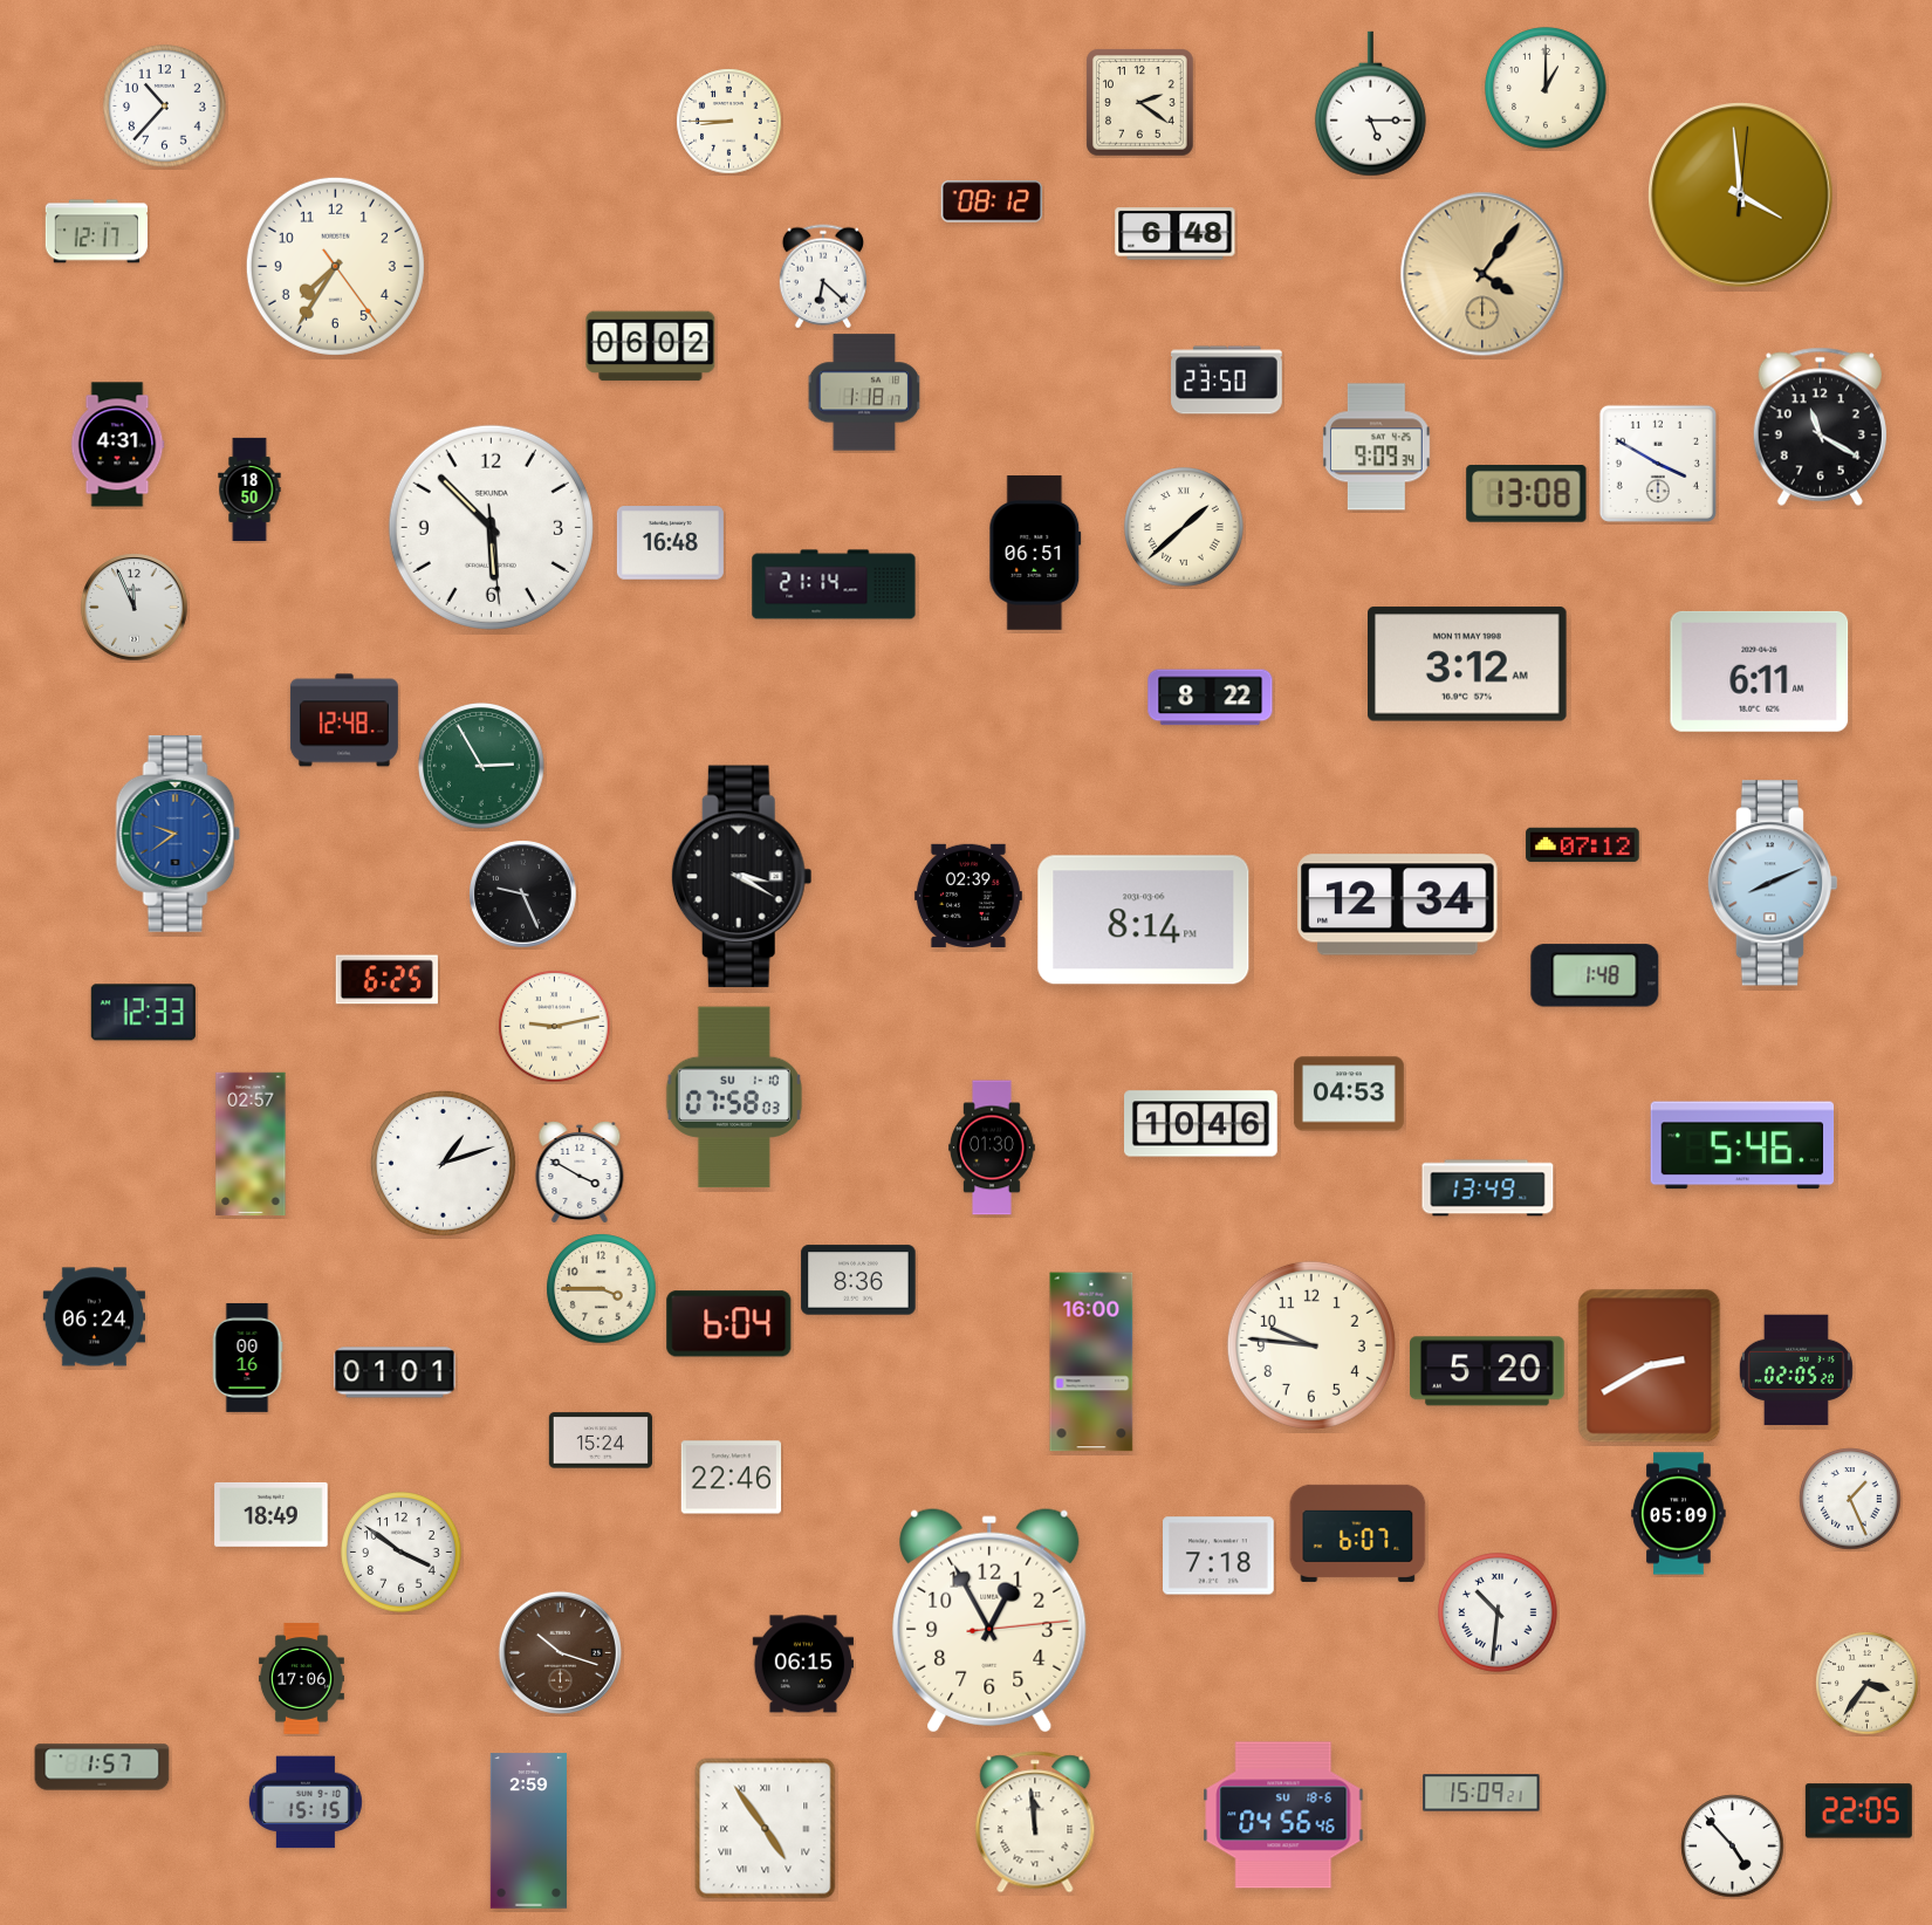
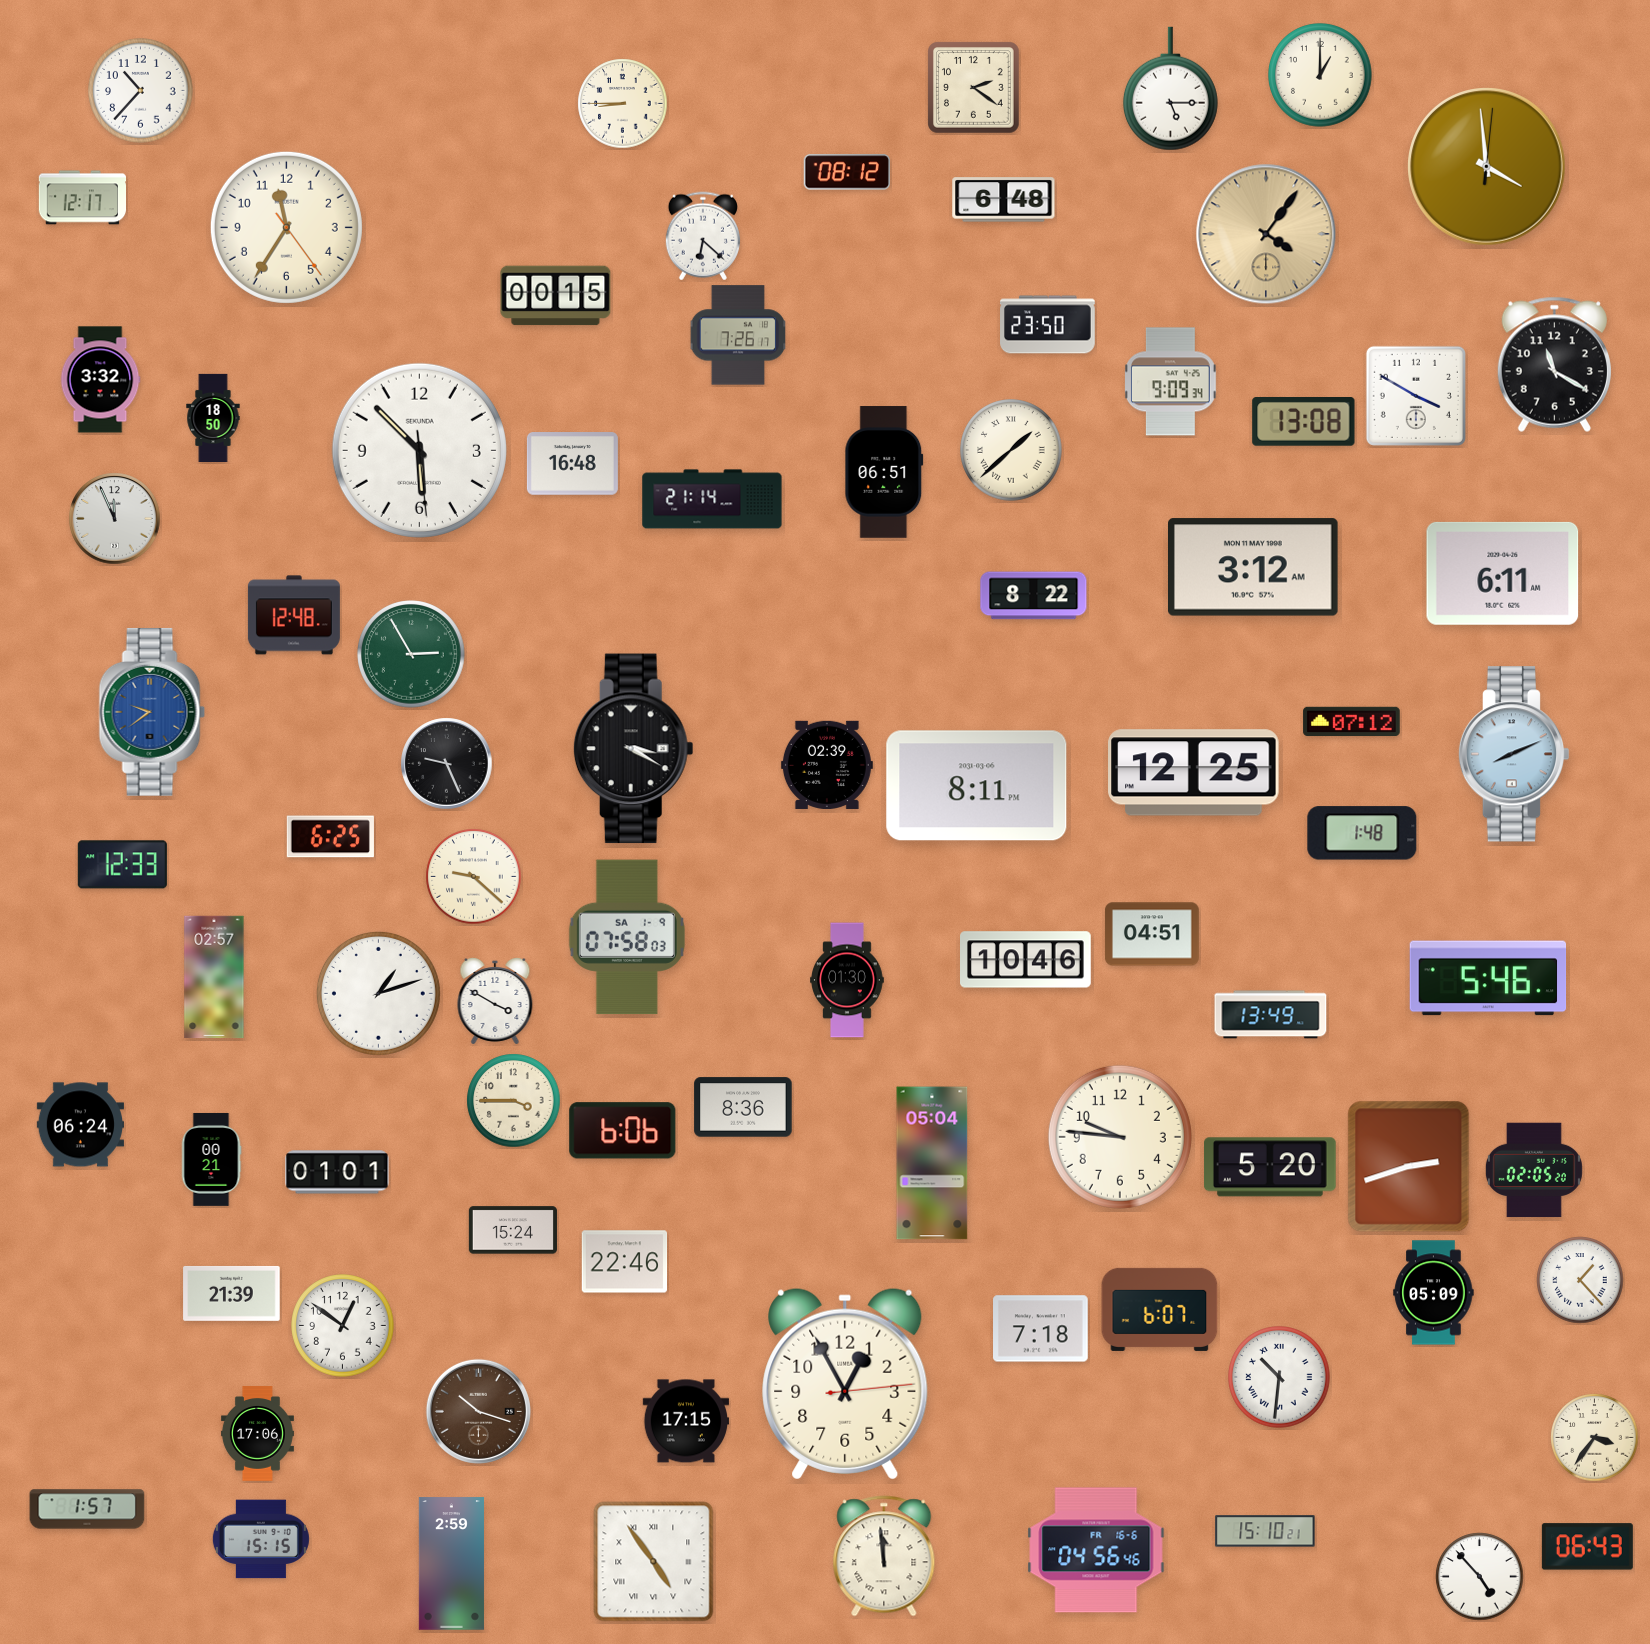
clock at (335, 266): 7:35 -> 11:35
clock at (651, 347): 06:02 -> 00:15
clock at (864, 392): 1:18 -> 7:26
clock at (117, 445): 4:31 -> 3:32
clock at (1377, 447) position: (1377, 447) -> (1171, 382)
clock at (1398, 905): 12:34 -> 12:25
clock at (1144, 920): 8:14 -> 8:11
clock at (555, 1027): 9:13 -> 9:22
clock at (1349, 1094): 04:53 -> 04:51
clock at (734, 1097) date: SU 1-10 -> SA 1-9
clock at (858, 1280) position: (858, 1280) -> (743, 1107)
clock at (729, 1324): 6:04 -> 6:06
clock at (1311, 1345) position: (1311, 1345) -> (1120, 1137)
clock at (247, 1357): 00:16 -> 00:21
clock at (1091, 1362): 16:00 -> 05:04
clock at (1650, 1366): 2:40 -> 2:42
clock at (1488, 1371) position: (1488, 1371) -> (1271, 1167)
clock at (1850, 1499): 1:26 -> 1:23
clock at (272, 1514): 18:49 -> 21:39
clock at (402, 1553): 3:51 -> 12:51
clock at (803, 1664): 06:15 -> 17:15
clock at (1481, 1793): 15:09 -> 15:10
clock at (1858, 1811): 22:05 -> 06:43
clock at (1283, 1815) date: SU 18-6 -> FR 16-6
